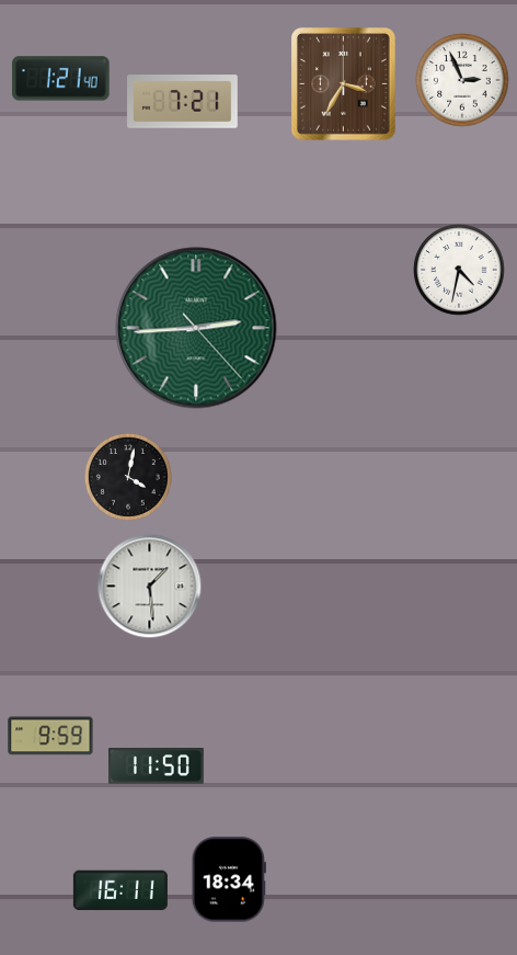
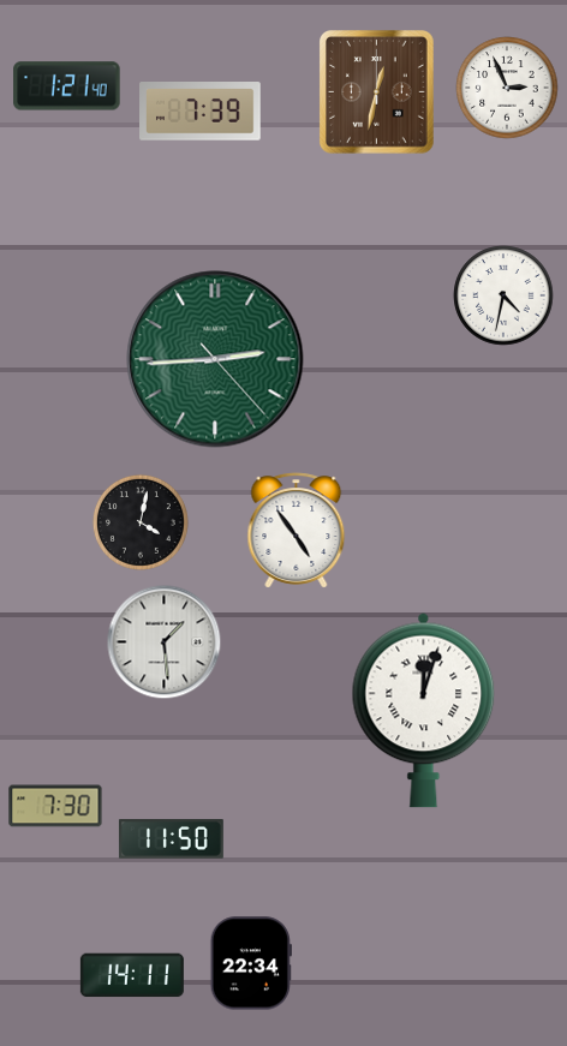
clock at (344, 84): 3:35 -> 12:32
clock at (183, 102): 7:21 -> 7:39
clock at (297, 531): none -> 4:54
clock at (424, 710): none -> 12:03
clock at (50, 736): 9:59 -> 7:30
clock at (229, 879): 18:34 -> 22:34
clock at (120, 890): 16:11 -> 14:11
